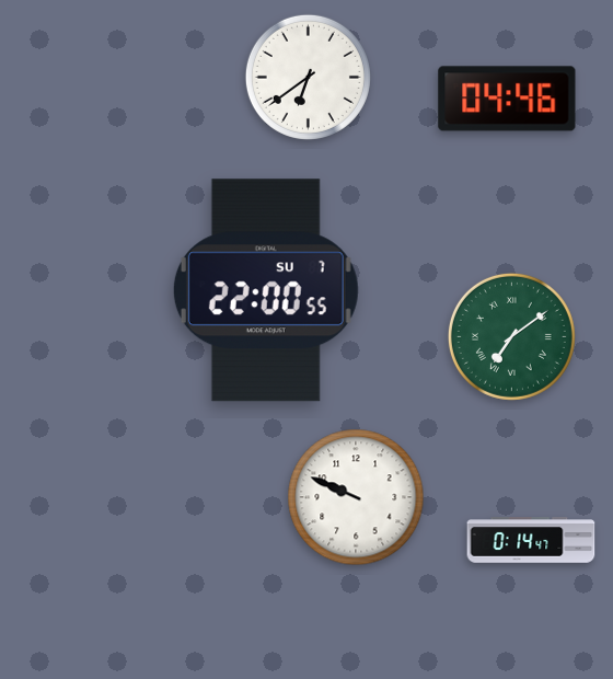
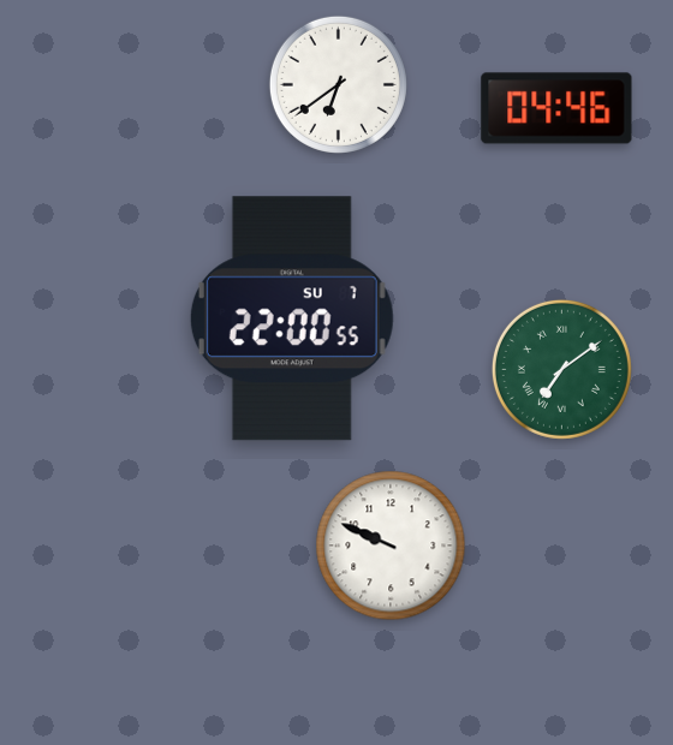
clock at (531, 540): 0:14 -> none
